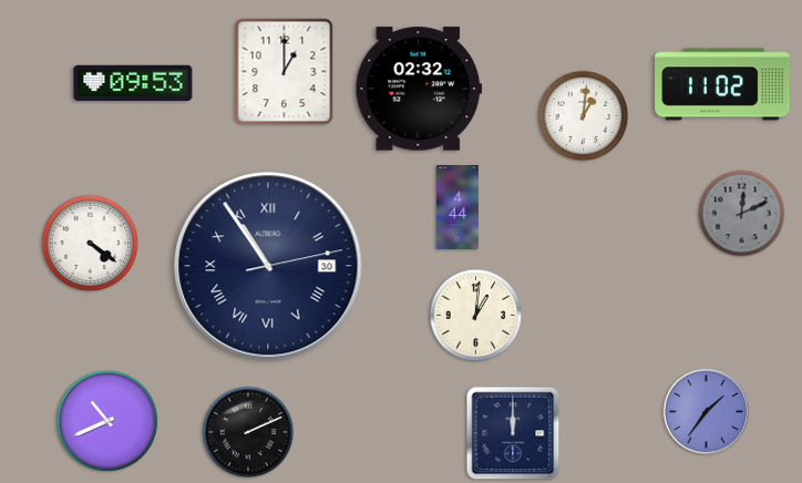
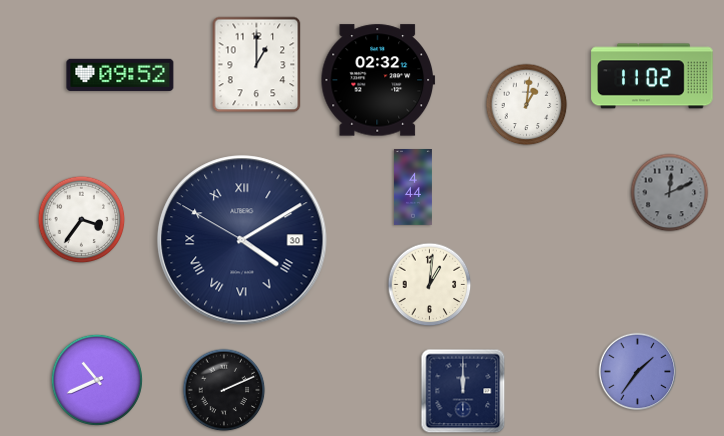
clock at (133, 82): 09:53 -> 09:52
clock at (91, 244): 4:21 -> 3:36
clock at (268, 266): 10:54 -> 4:09
